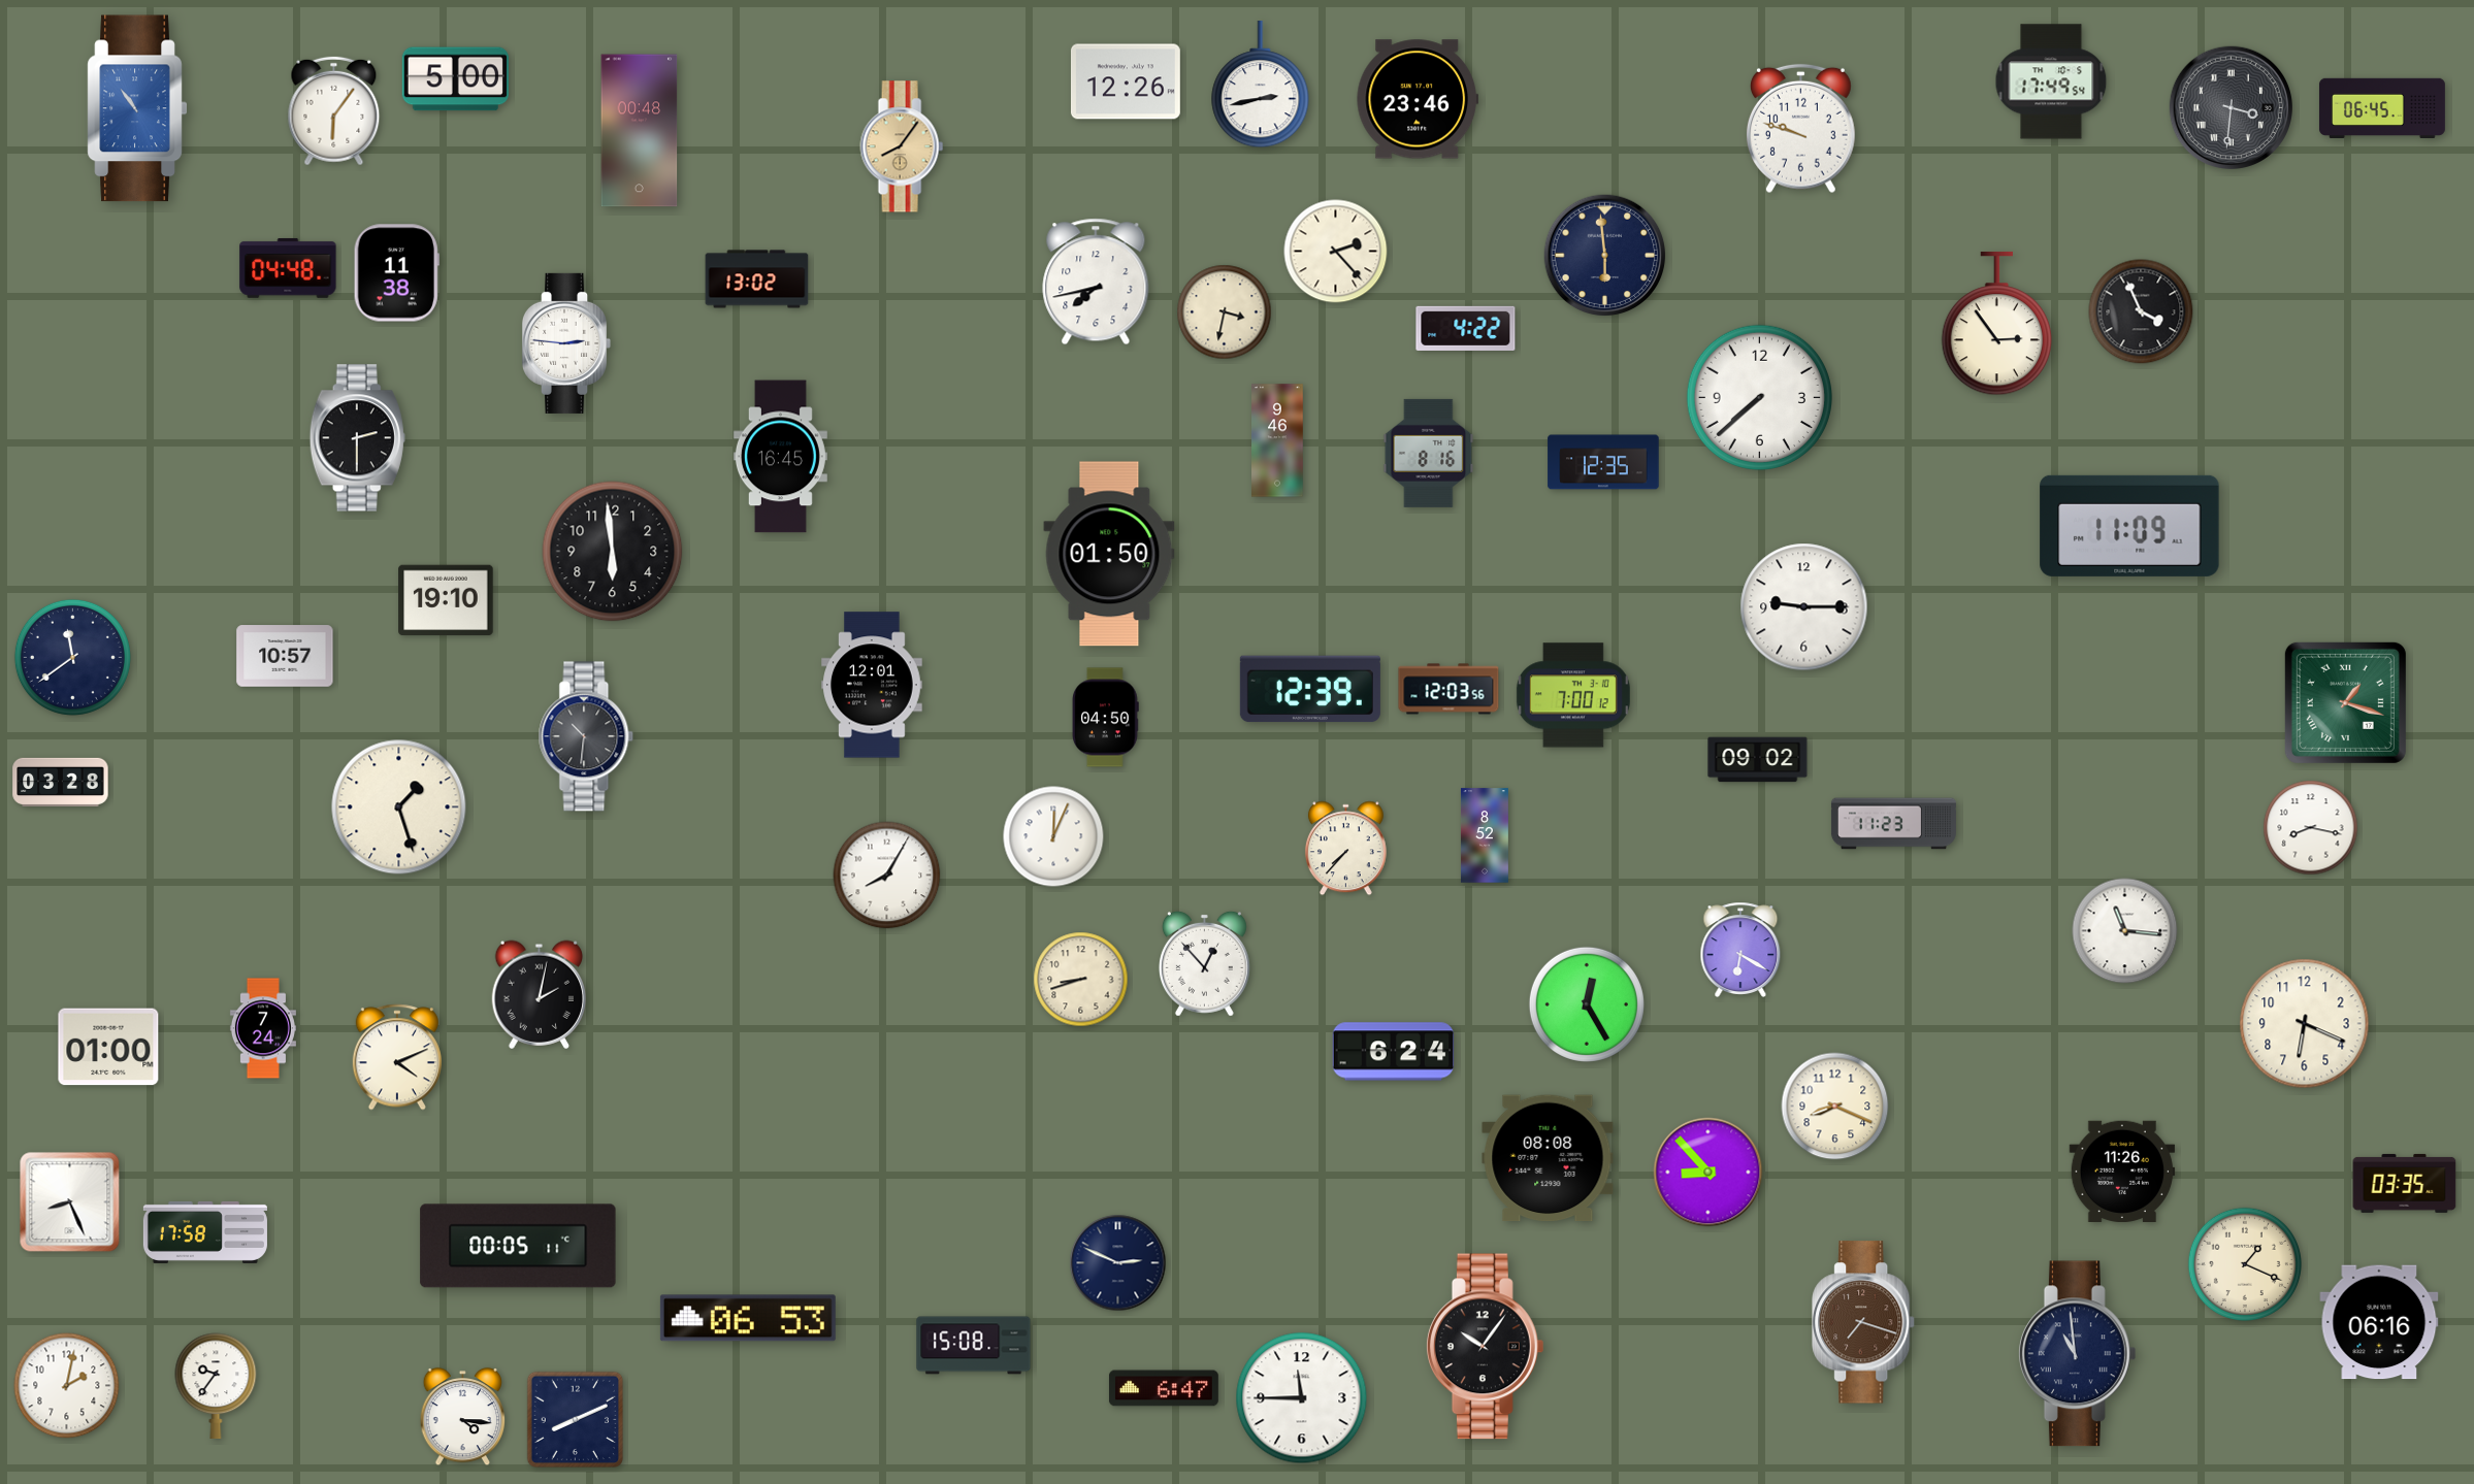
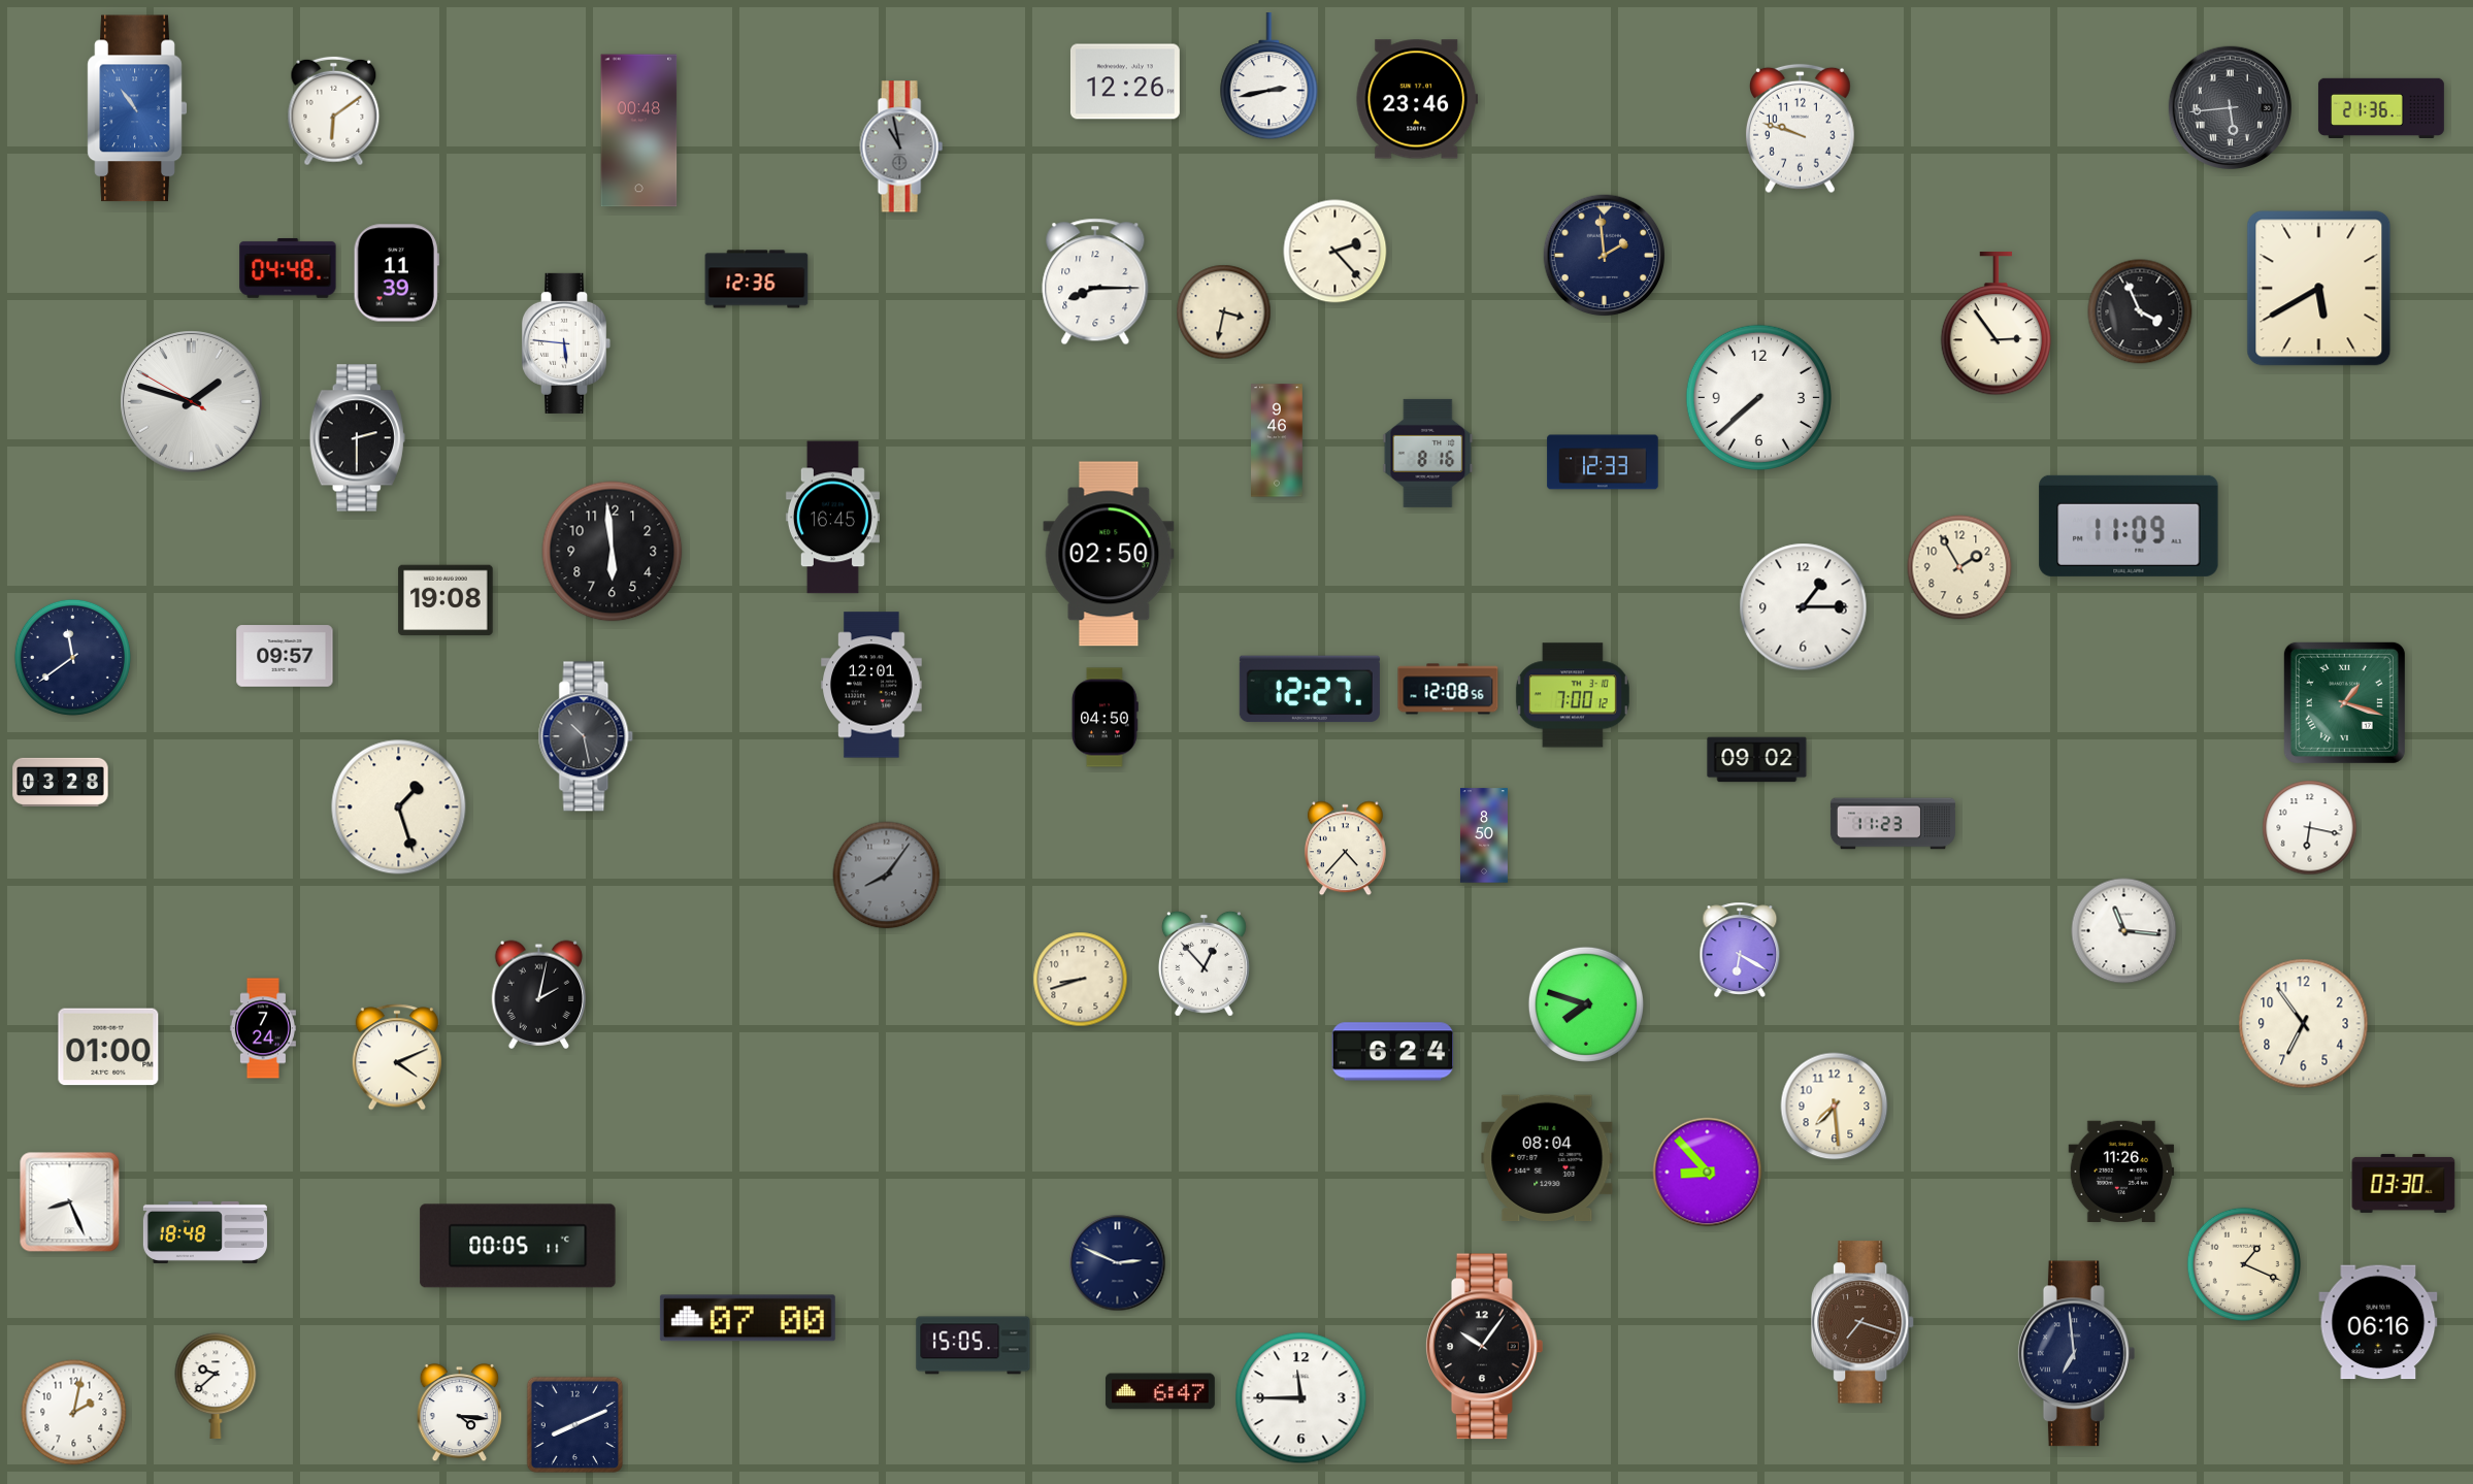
clock at (455, 79): 5:00 -> none
clock at (2051, 81): 17:49 -> none
clock at (1261, 86) position: (1261, 86) -> (1270, 77)
clock at (2231, 107): 3:31 -> 5:44
clock at (2382, 107): 06:45 -> 21:36
clock at (334, 111): 6:06 -> 6:09
clock at (902, 146): 8:06 -> 10:58
clock at (902, 146) dial: champagne -> grey
clock at (1605, 256): 5:59 -> 1:59
clock at (396, 273): 11:38 -> 11:39
clock at (757, 279): 13:02 -> 12:36
clock at (1096, 282): 7:43 -> 8:15
clock at (2319, 289): none -> 5:40
clock at (1466, 328): 4:22 -> none
clock at (566, 343): 2:46 -> 5:46
clock at (192, 402): none -> 1:47
clock at (780, 457) position: (780, 457) -> (832, 518)
clock at (1603, 462): 12:35 -> 12:33
clock at (1109, 554): 01:50 -> 02:50
clock at (1959, 567): none -> 1:55
clock at (446, 600): 19:10 -> 19:08
clock at (1804, 607): 9:15 -> 1:15
clock at (285, 656): 10:57 -> 09:57
clock at (1310, 689): 12:39 -> 12:27
clock at (1448, 689): 12:03 -> 12:08
clock at (586, 736): 10:31 -> 10:28
clock at (2311, 828): 8:17 -> 6:17
clock at (1485, 835): 8:52 -> 8:50
clock at (1053, 836): 12:04 -> none
clock at (1345, 849): 7:37 -> 4:37
clock at (887, 876): 8:05 -> 8:06
clock at (887, 876) dial: white -> grey
clock at (1587, 1004): 12:25 -> 7:48
clock at (2305, 1024): 6:19 -> 6:54
clock at (1835, 1107): 8:19 -> 7:29
clock at (1548, 1158): 08:08 -> 08:04
clock at (2405, 1183): 03:35 -> 03:30
clock at (205, 1232): 17:58 -> 18:48
clock at (748, 1318): 06:53 -> 07:00
clock at (974, 1346): 15:08 -> 15:05
clock at (2077, 1354): 10:59 -> 6:59
clock at (67, 1386) position: (67, 1386) -> (74, 1413)
clock at (216, 1386): 9:36 -> 9:38
clock at (1164, 1388) position: (1164, 1388) -> (1160, 1391)
clock at (463, 1417) position: (463, 1417) -> (460, 1413)
clock at (575, 1419) position: (575, 1419) -> (574, 1424)
